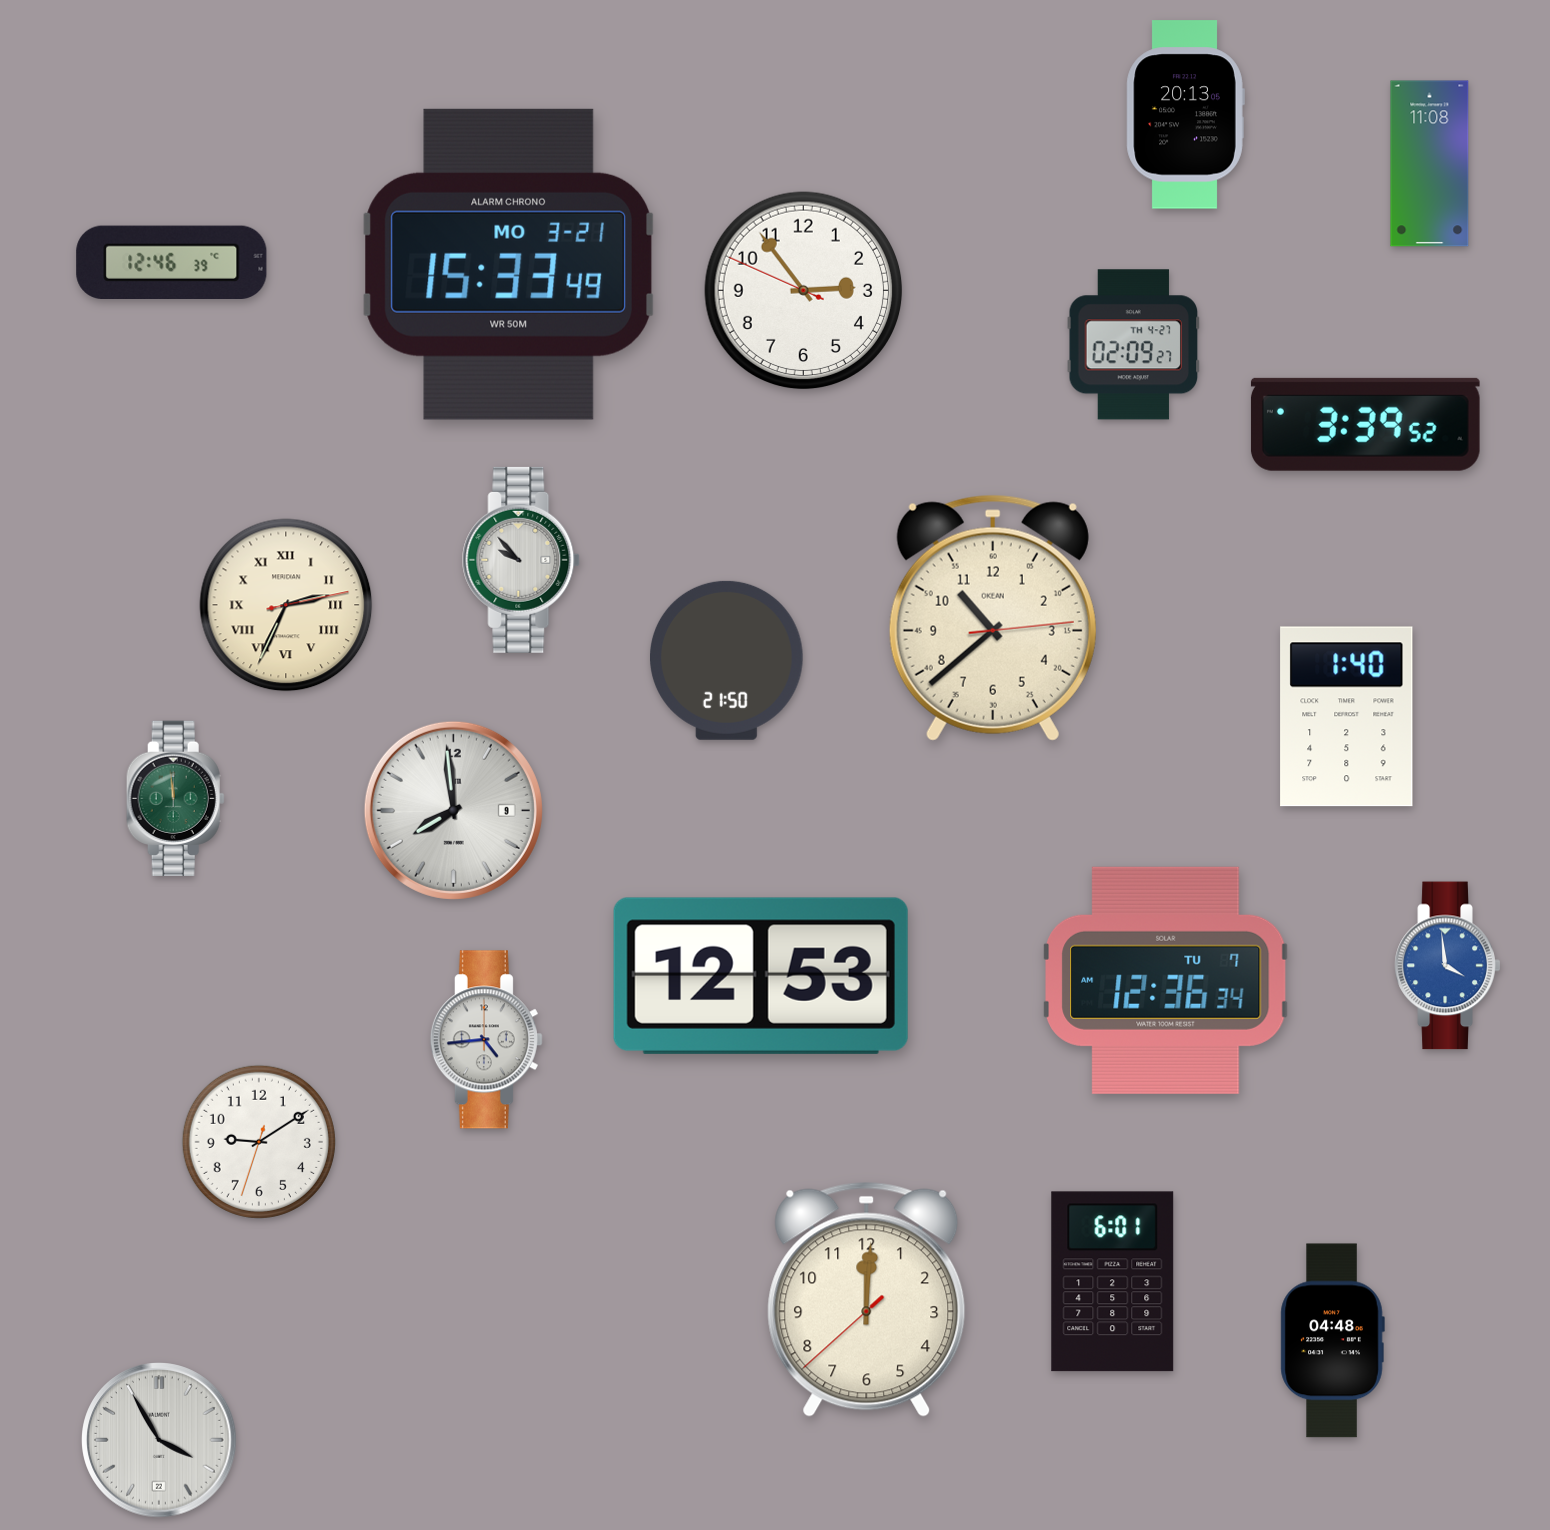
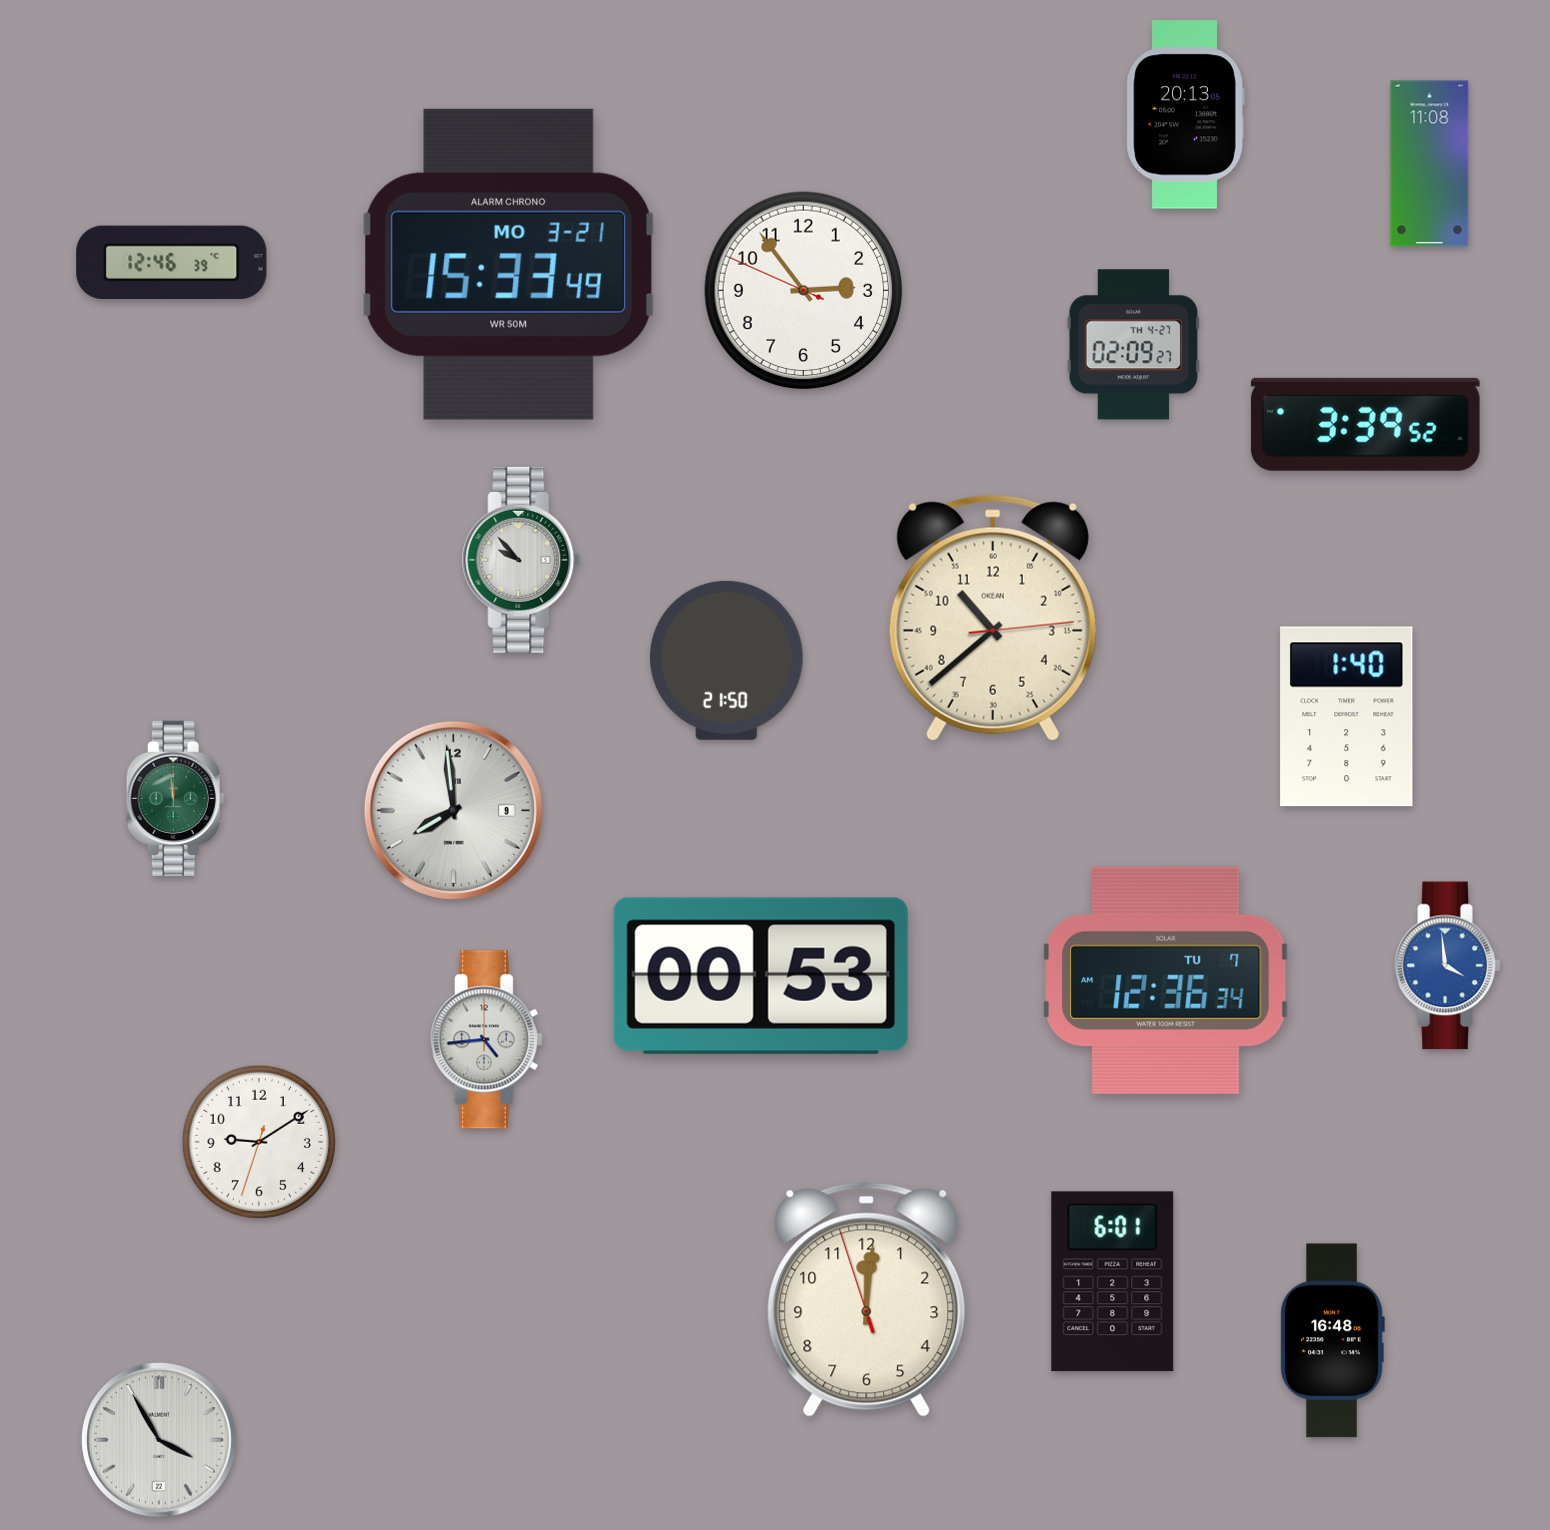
clock at (286, 605): 2:34 -> none
clock at (761, 976): 12:53 -> 00:53
clock at (867, 1299): 12:00:38 -> 12:00:57
clock at (1332, 1341): 04:48 -> 16:48
